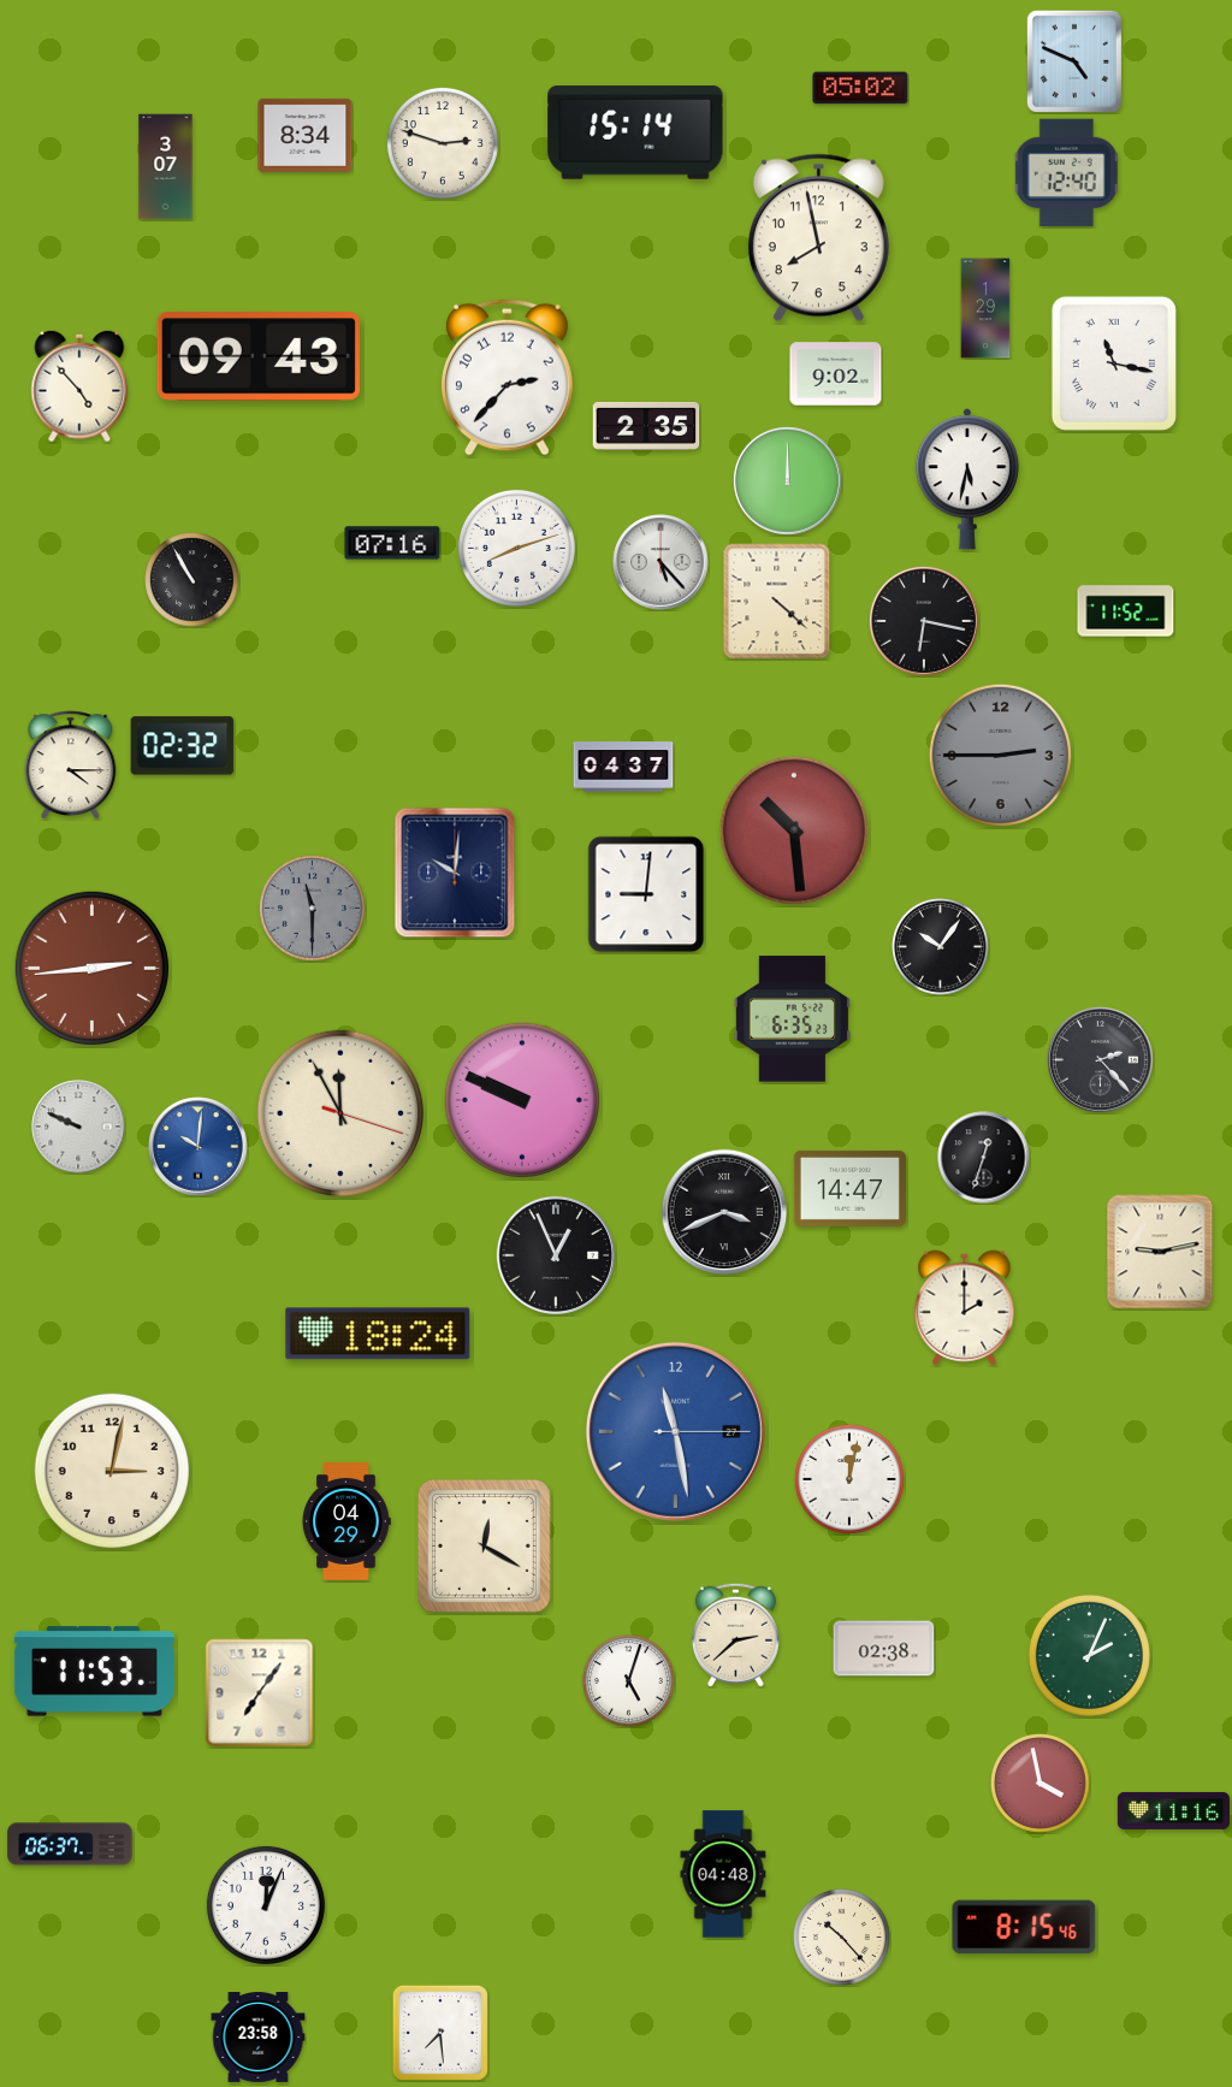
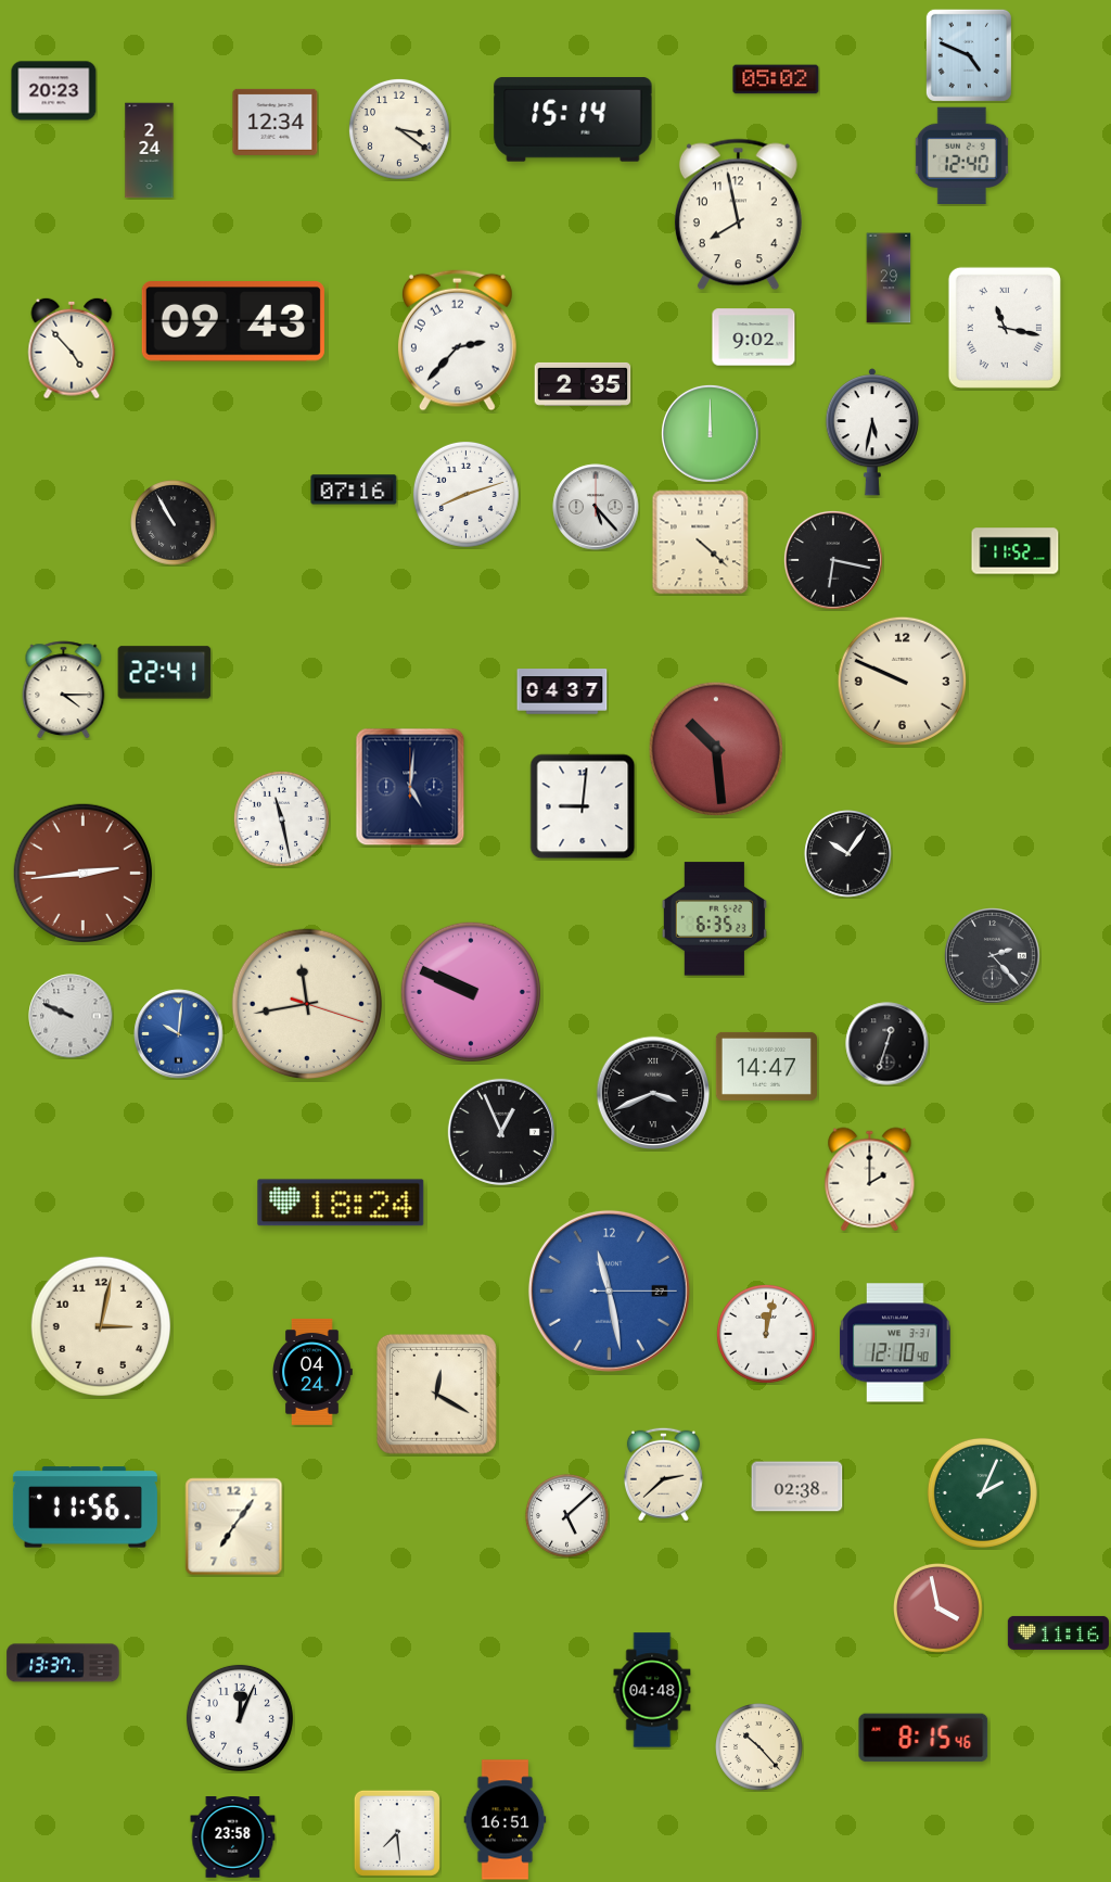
clock at (54, 91): none -> 20:23
clock at (306, 135): 8:34 -> 12:34
clock at (443, 143): 2:48 -> 3:21
clock at (166, 167): 3:07 -> 2:24
clock at (183, 746): 02:32 -> 22:41
clock at (1000, 755): 2:45 -> 9:49
clock at (1000, 755) dial: grey -> cream
clock at (455, 873): 10:01 -> 5:01
clock at (312, 907): 11:30 -> 11:28
clock at (312, 907) dial: grey -> white
clock at (340, 1113): 11:55 -> 11:43
clock at (849, 1188) position: (849, 1188) -> (766, 1066)
clock at (1160, 1252): 9:13 -> none
clock at (895, 1343): none -> 12:10
clock at (346, 1521): 04:29 -> 04:24
clock at (94, 1672): 11:53 -> 11:56
clock at (629, 1681): 5:03 -> 5:08
clock at (70, 1844): 06:37 -> 13:37
clock at (506, 1820): none -> 16:51
